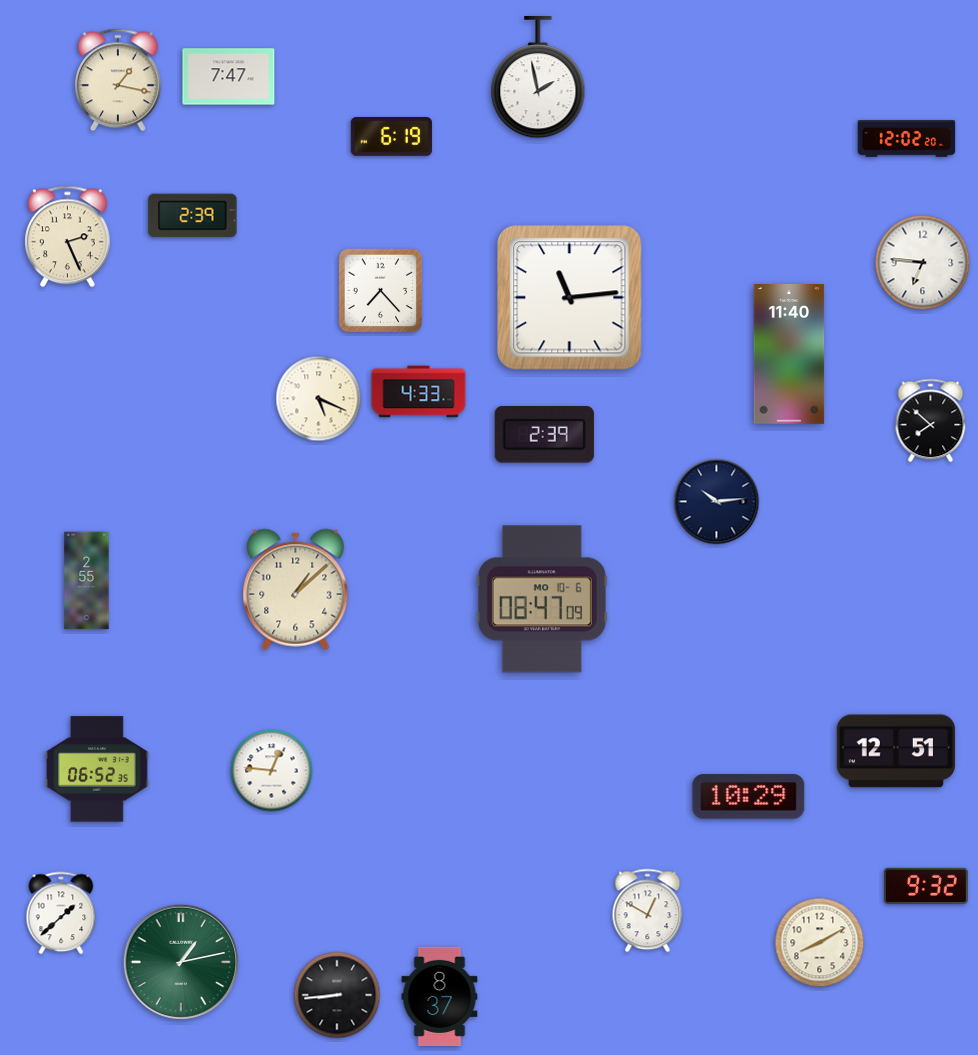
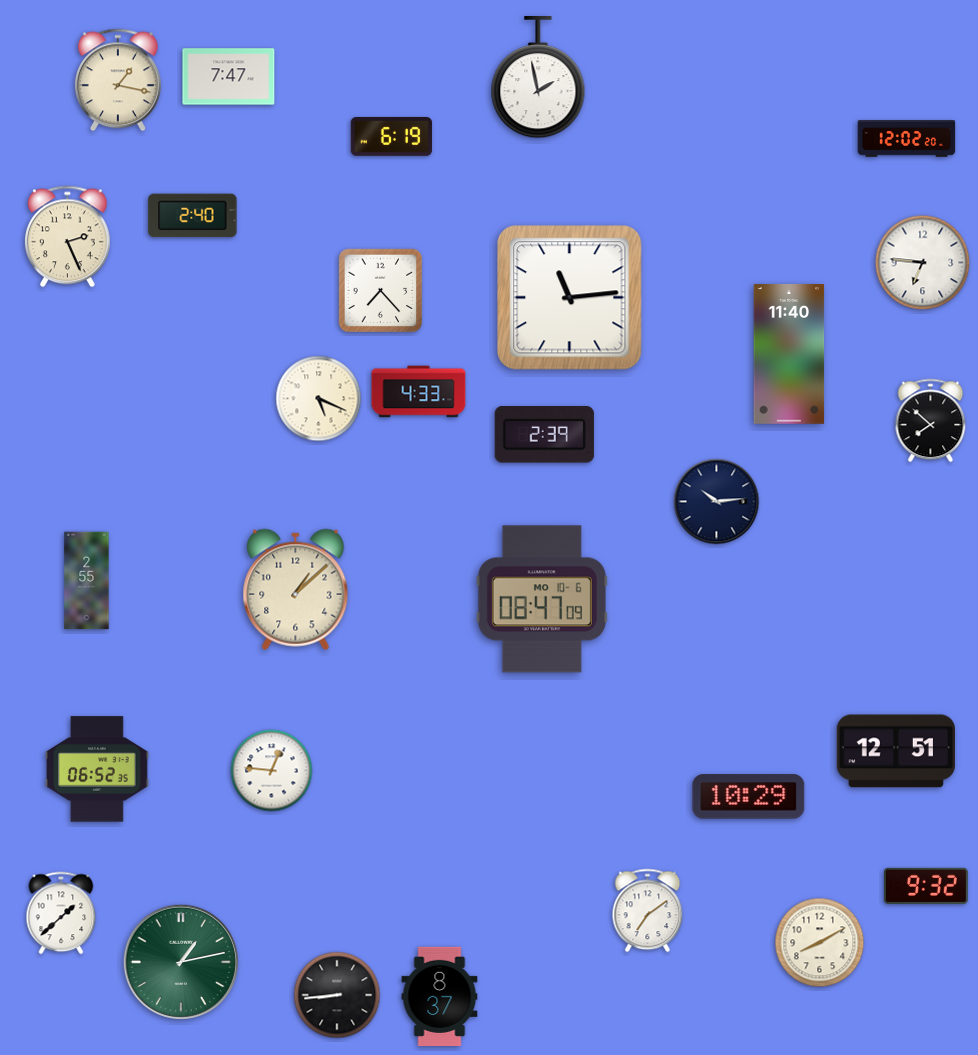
clock at (193, 216): 2:39 -> 2:40
clock at (648, 911): 12:50 -> 7:09
